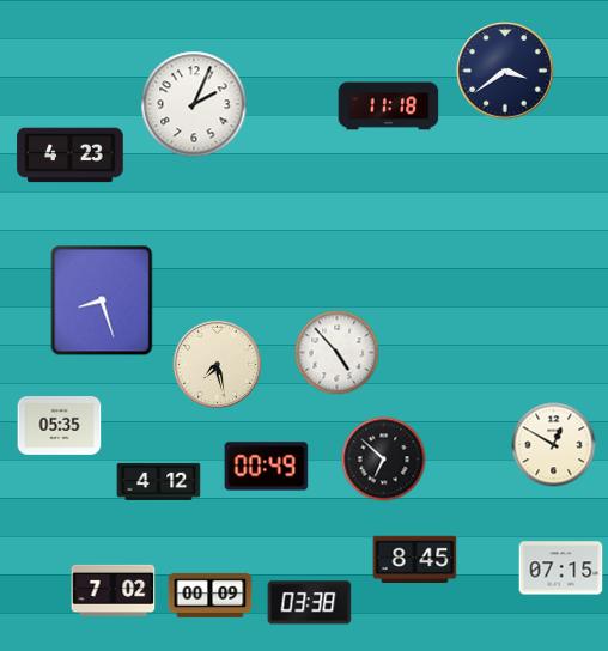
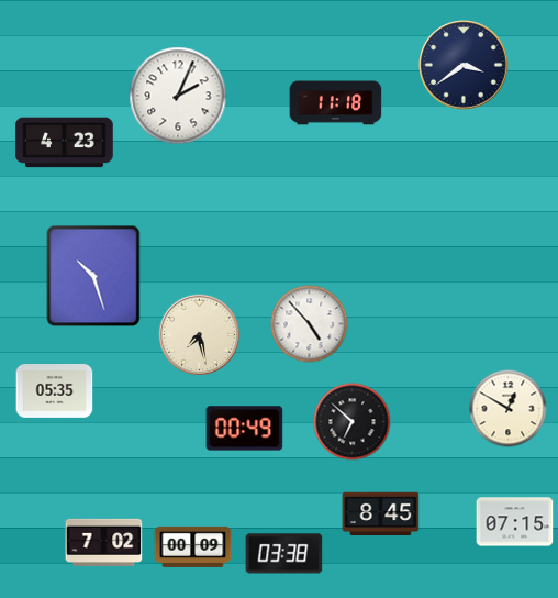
clock at (389, 107) position: (389, 107) -> (336, 103)
clock at (102, 300): 8:27 -> 10:27
clock at (159, 481): 4:12 -> none
